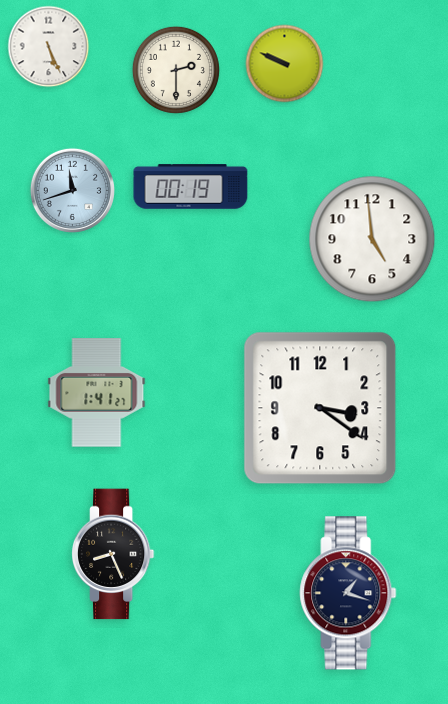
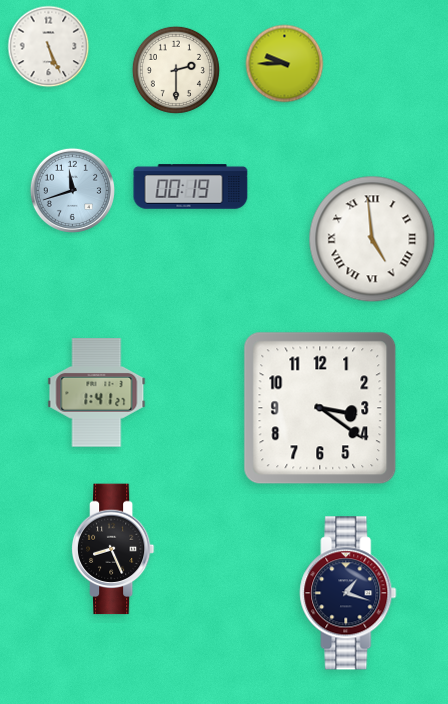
clock at (285, 64): 9:49 -> 9:45
clock at (372, 239) numerals: Arabic -> Roman
clock at (113, 554) position: (113, 554) -> (113, 549)
